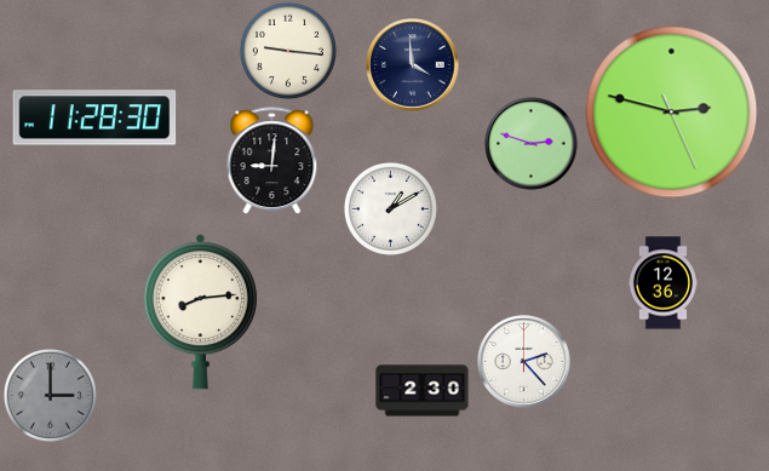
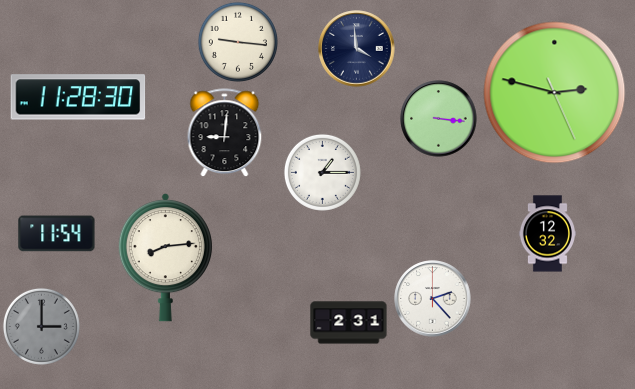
clock at (413, 65) position: (413, 65) -> (357, 49)
clock at (532, 144): 2:48 -> 3:16
clock at (390, 208): 1:10 -> 1:15
clock at (57, 234): none -> 11:54
clock at (662, 283): 12:36 -> 12:32
clock at (423, 391): 2:30 -> 2:31
